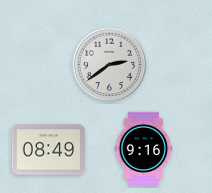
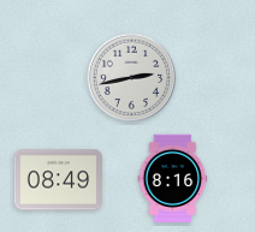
clock at (110, 65): 2:39 -> 2:43
clock at (144, 148): 9:16 -> 8:16
